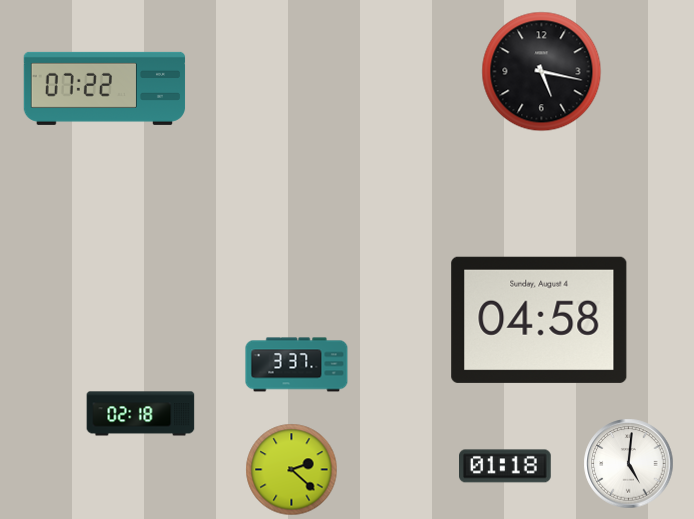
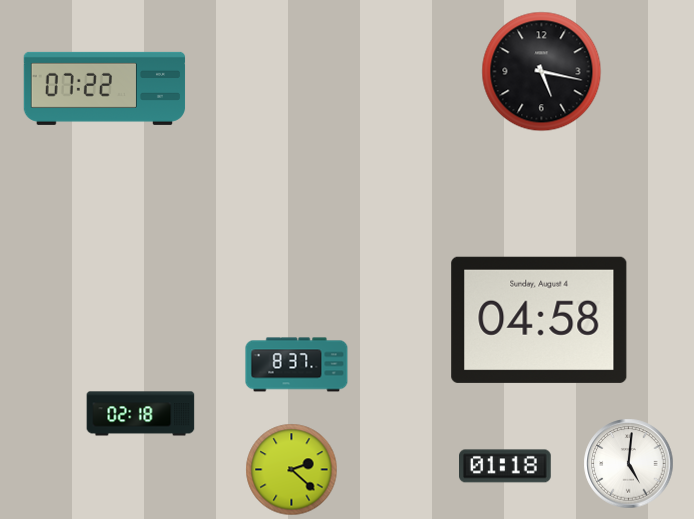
clock at (297, 365): 3:37 -> 8:37
